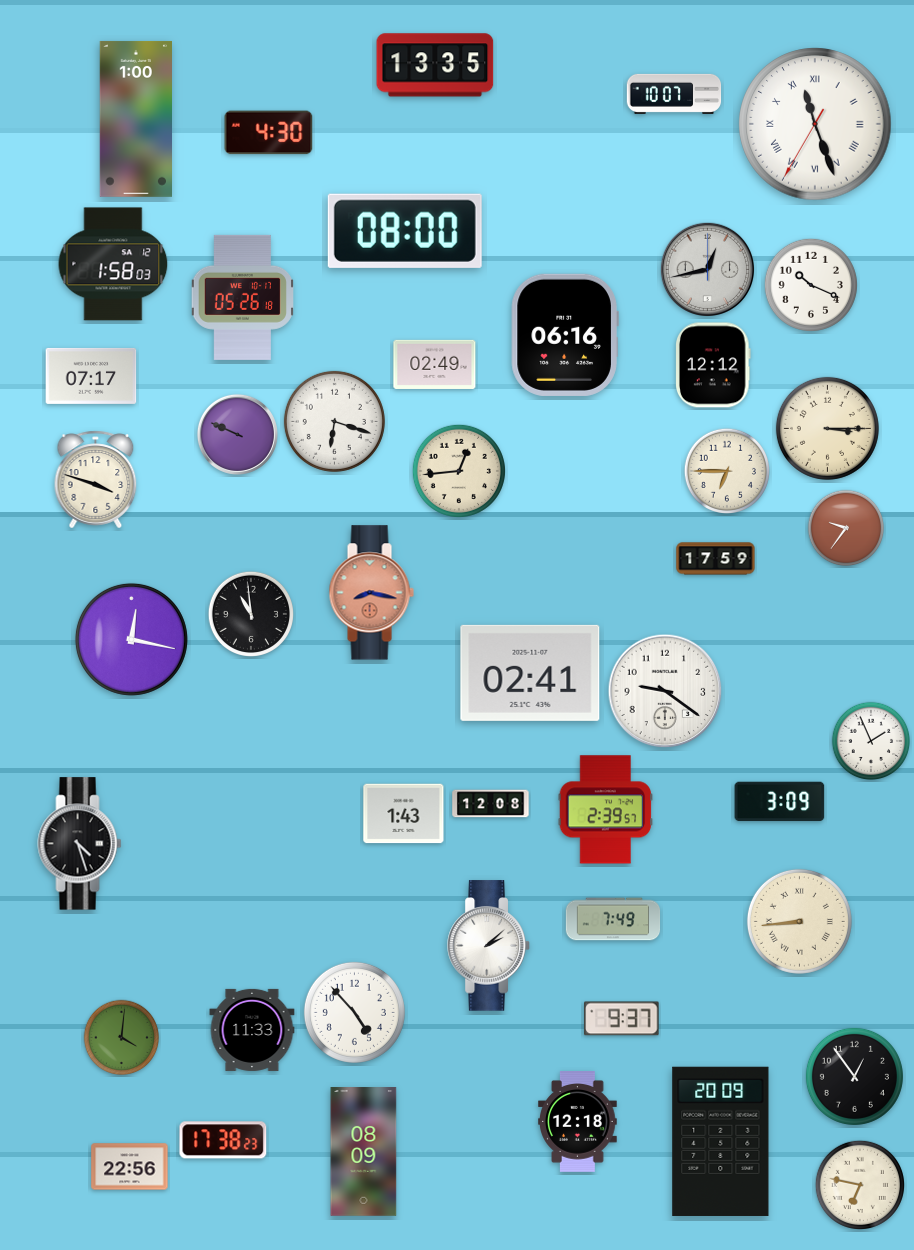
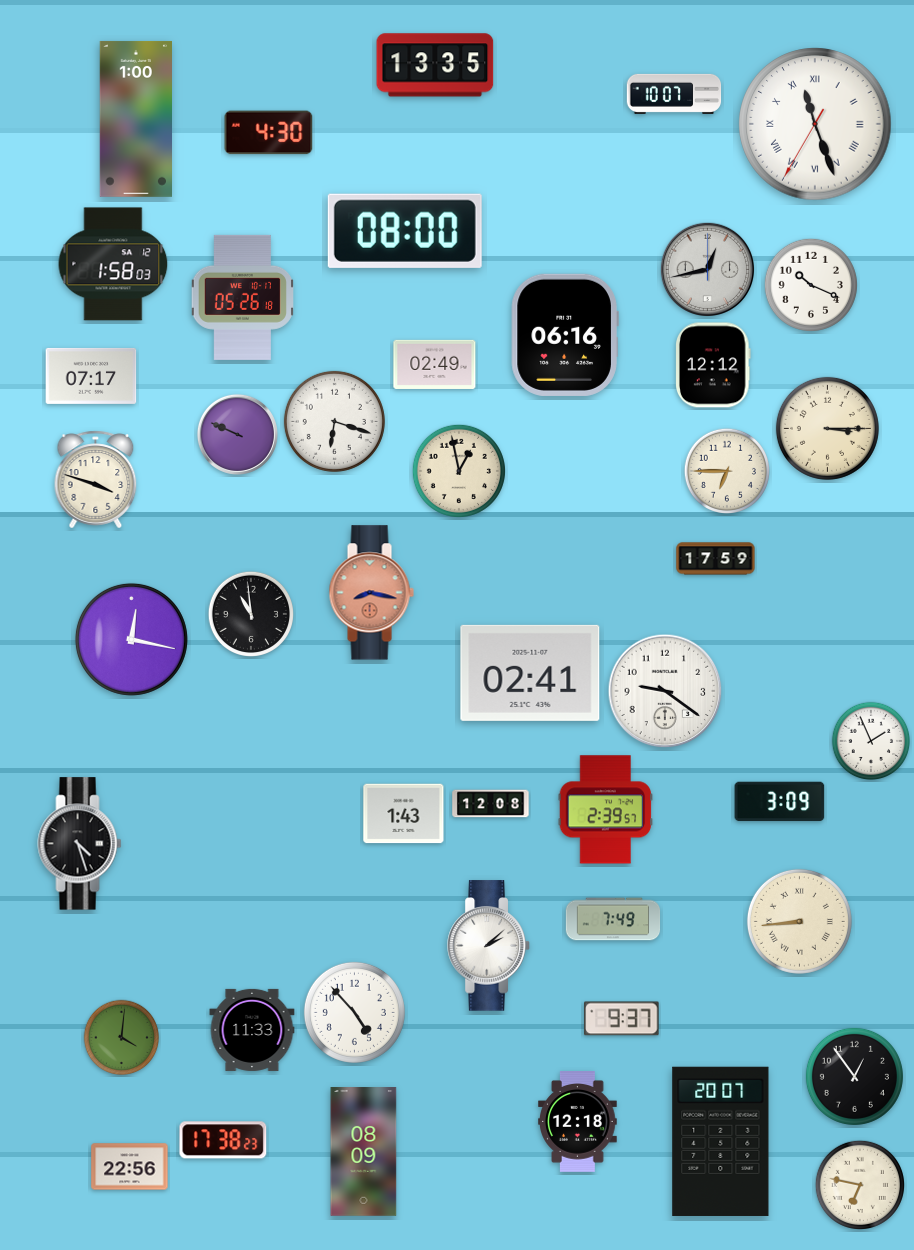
clock at (459, 471): 12:44 -> 12:58
clock at (846, 528): 9:36 -> none
clock at (721, 1141): 20:09 -> 20:07
